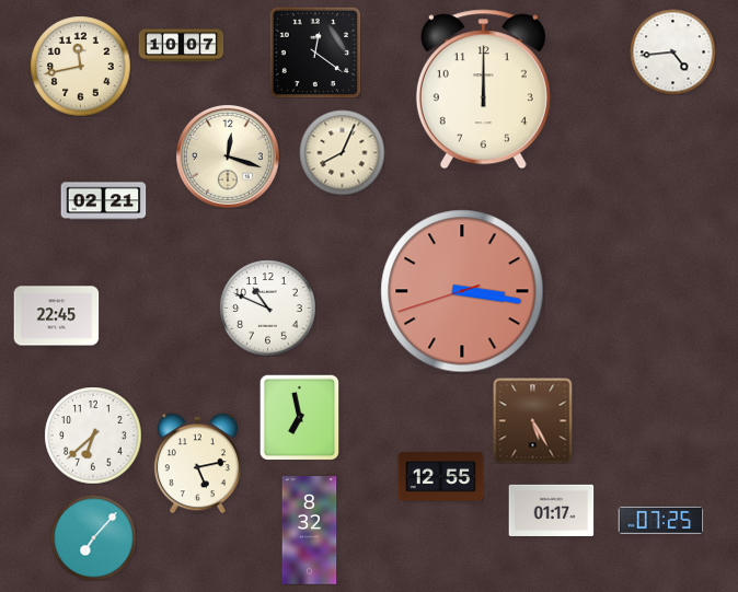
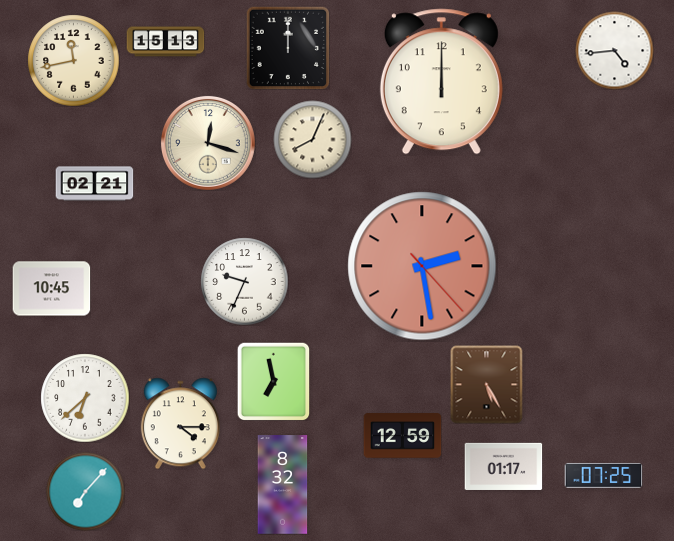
clock at (181, 46): 10:07 -> 15:13
clock at (672, 51) position: (672, 51) -> (614, 50)
clock at (315, 53): 12:21 -> 12:00
clock at (462, 291): 3:16 -> 2:28
clock at (267, 307): 10:49 -> 9:34
clock at (56, 316): 22:45 -> 10:45
clock at (197, 463): 5:13 -> 4:15
clock at (440, 477): 12:55 -> 12:59
